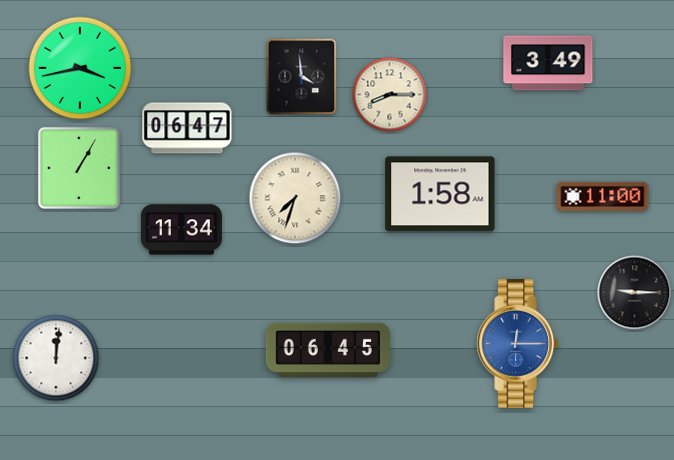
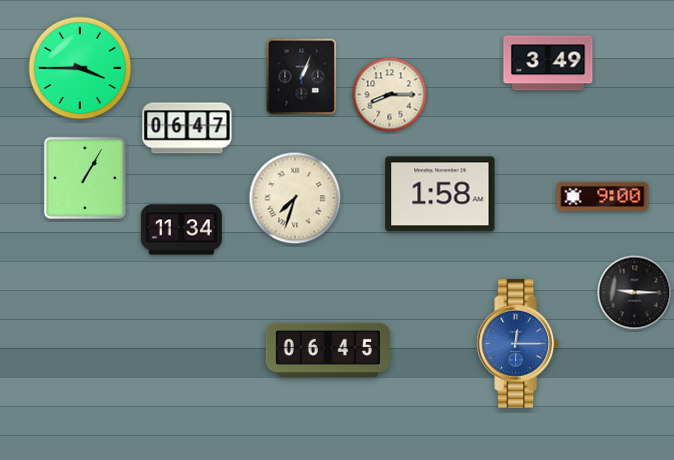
clock at (80, 68): 3:43 -> 3:45
clock at (302, 77): 3:59 -> 1:04
clock at (79, 168) position: (79, 168) -> (85, 178)
clock at (603, 196): 11:00 -> 9:00
clock at (56, 358): 12:01 -> none
